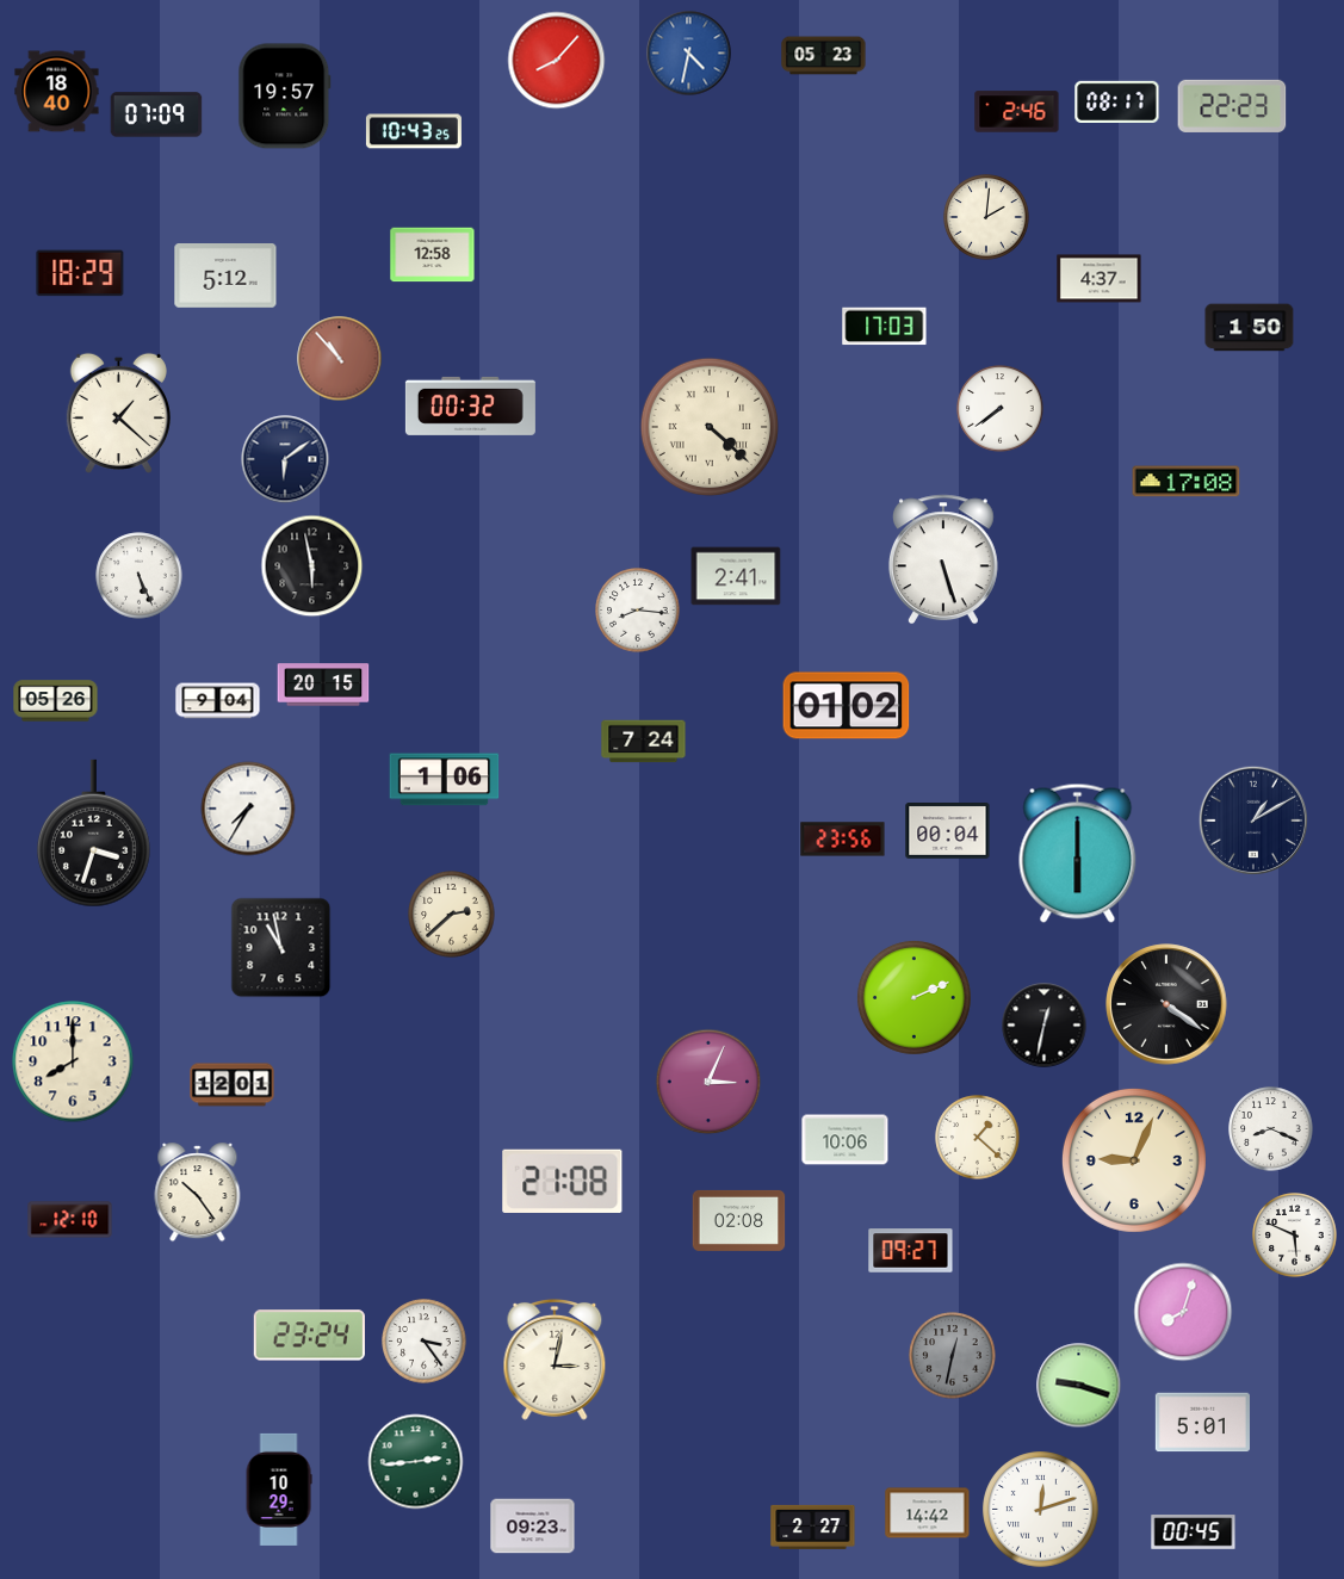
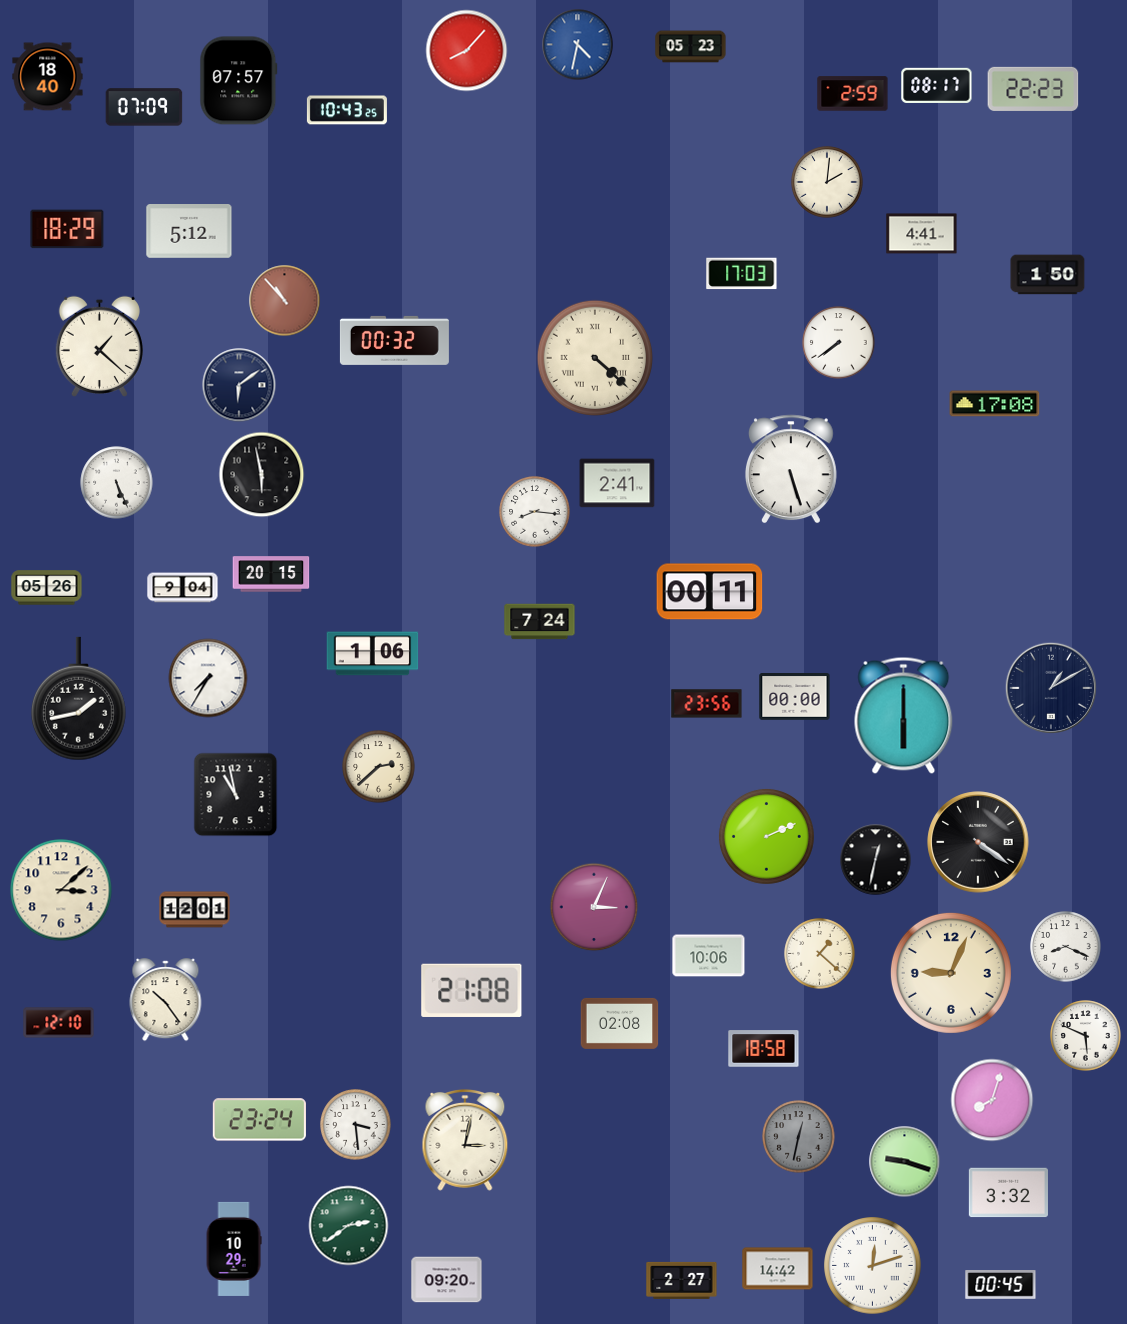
clock at (285, 97): 19:57 -> 07:57
clock at (1017, 112): 2:46 -> 2:59
clock at (156, 114) position: (156, 114) -> (144, 107)
clock at (433, 255): 12:58 -> none
clock at (1100, 279): 4:37 -> 4:41
clock at (847, 706): 01:02 -> 00:11
clock at (948, 831): 00:04 -> 00:00
clock at (93, 834): 3:33 -> 1:43
clock at (73, 1061): 8:00 -> 3:08
clock at (911, 1251): 09:27 -> 18:58
clock at (425, 1342): 3:24 -> 3:29
clock at (1202, 1423): 5:01 -> 3:32
clock at (416, 1462): 2:44 -> 2:39
clock at (533, 1527): 09:23 -> 09:20
